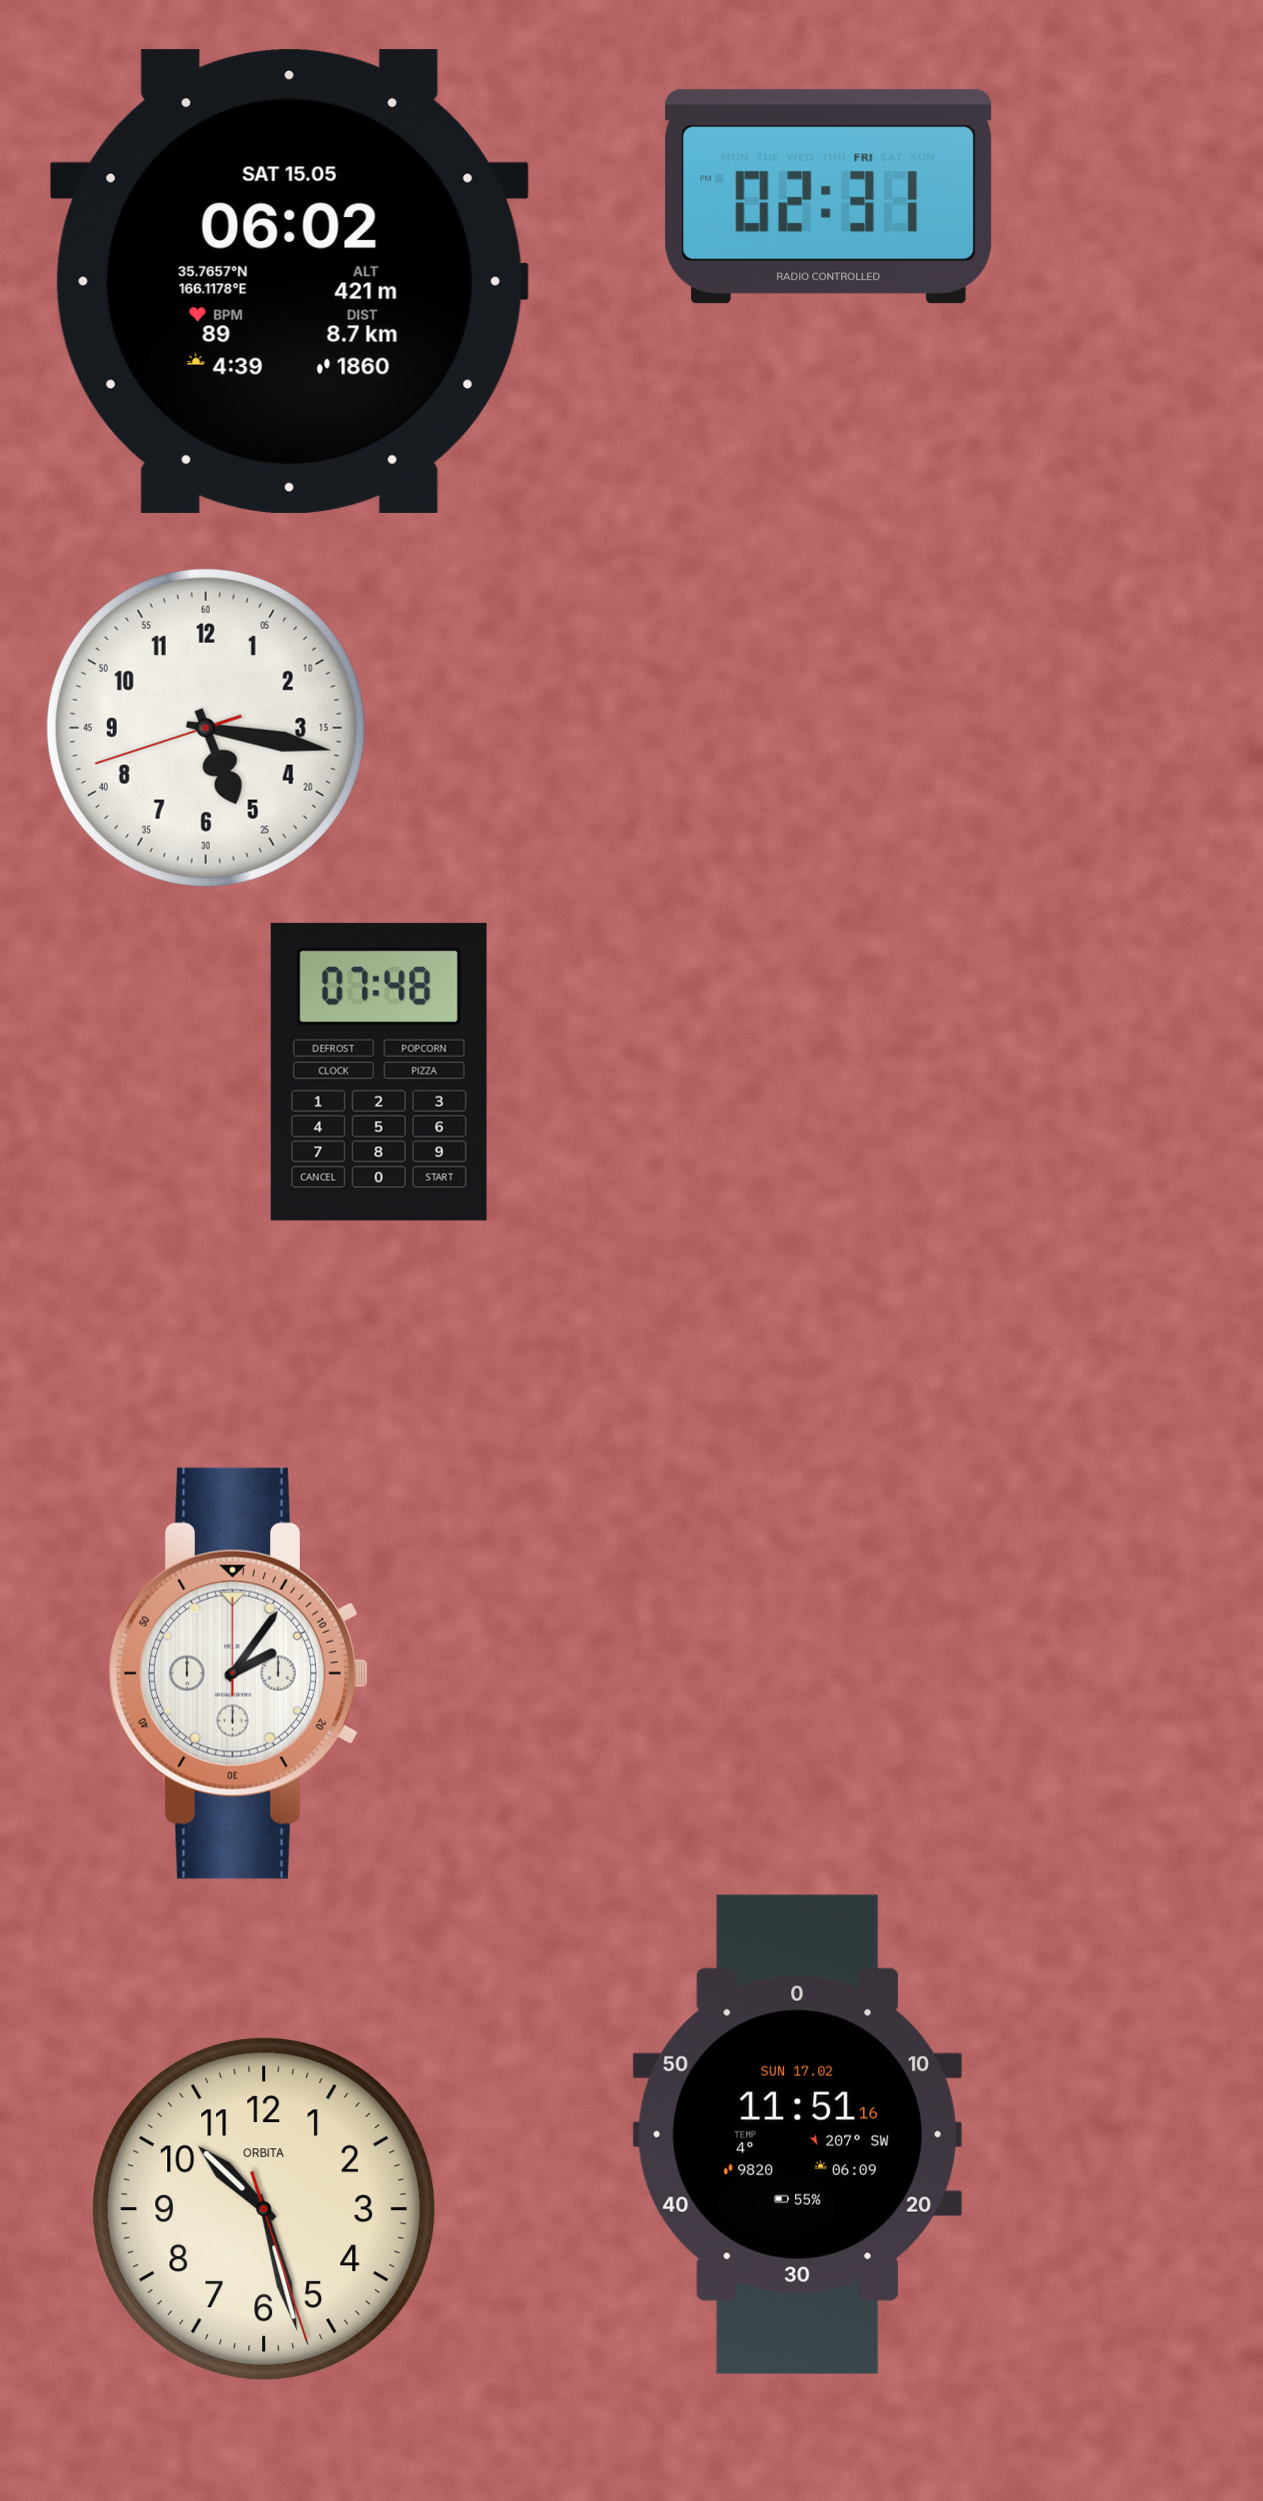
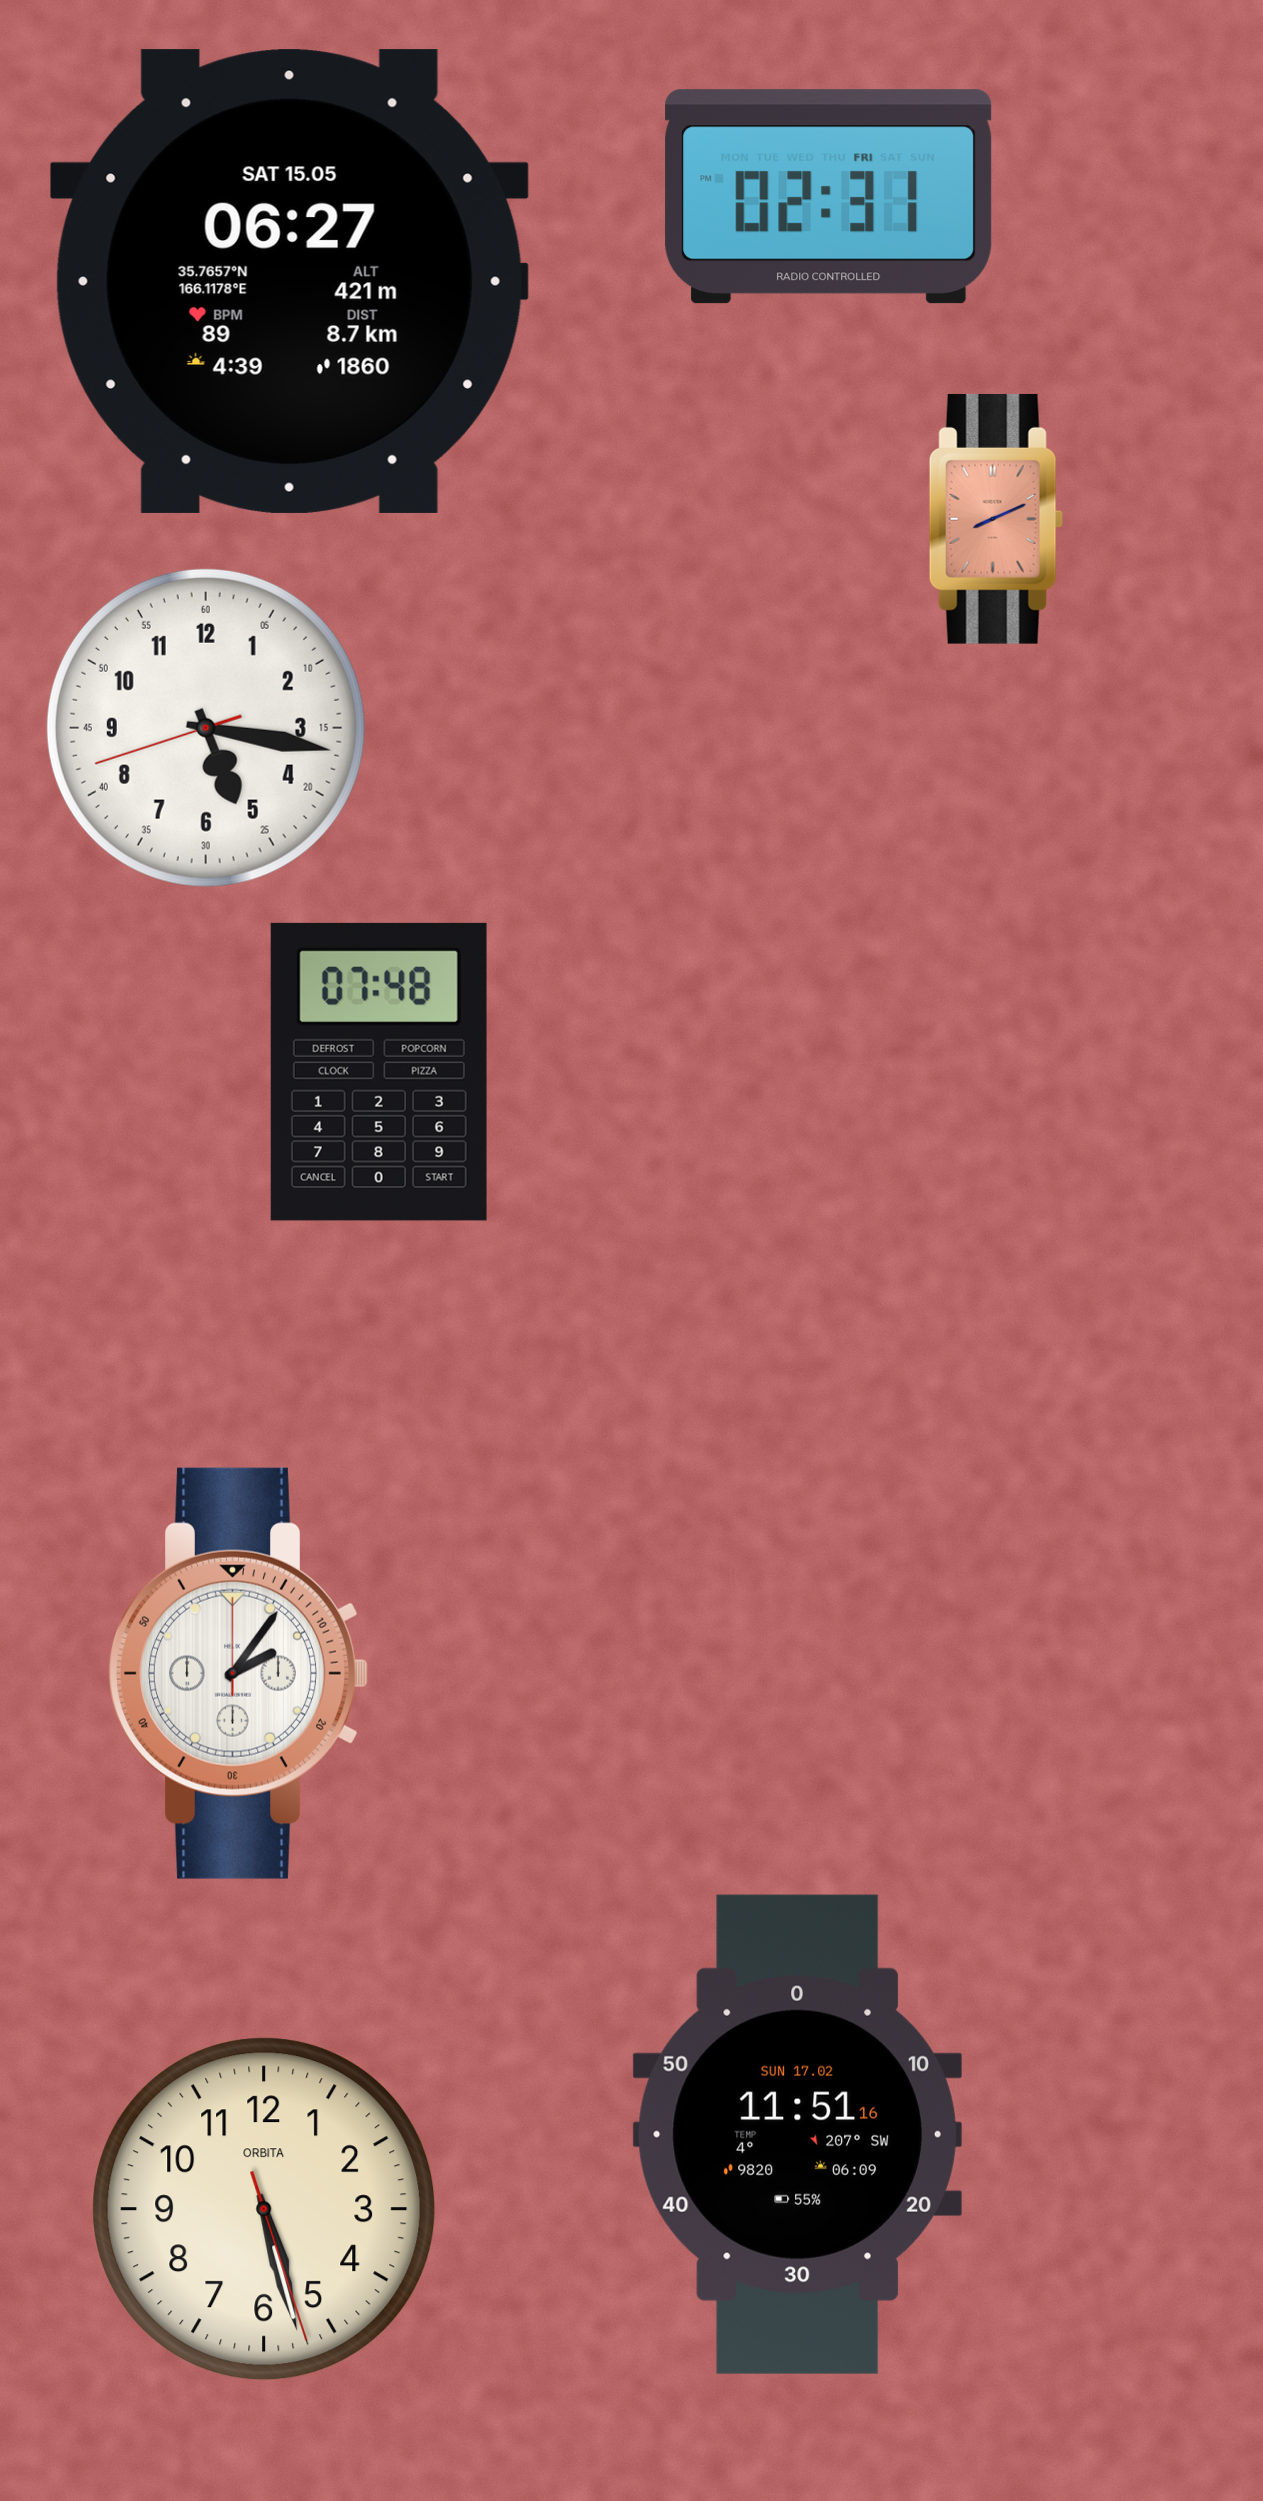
clock at (289, 281): 06:02 -> 06:27
clock at (996, 519): none -> 8:11
clock at (264, 2209): 10:27 -> 5:27
